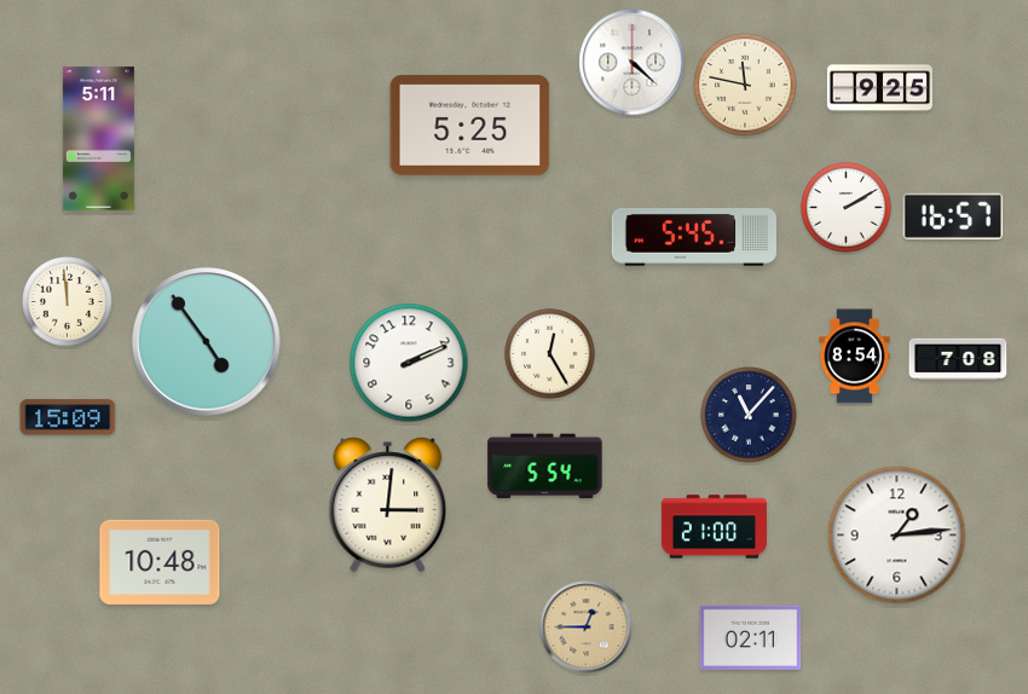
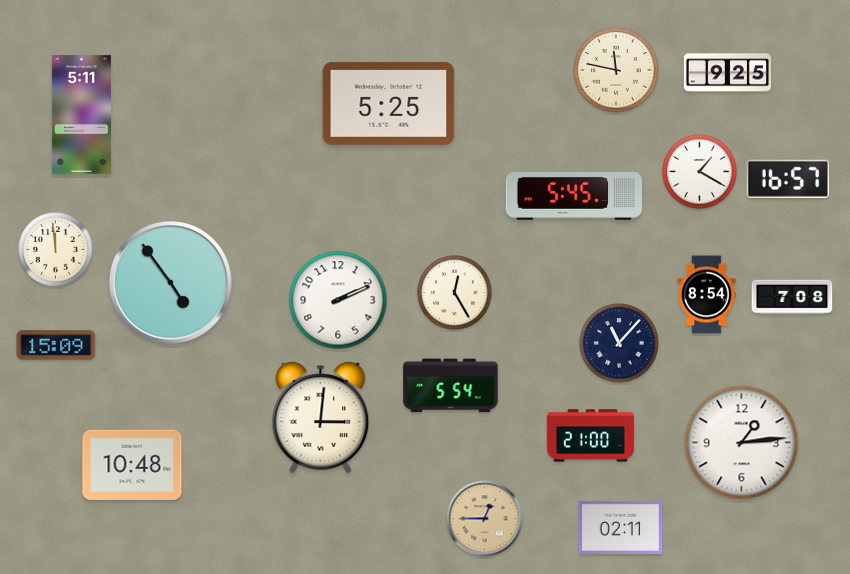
clock at (633, 63): 4:22 -> none
clock at (847, 208): 2:10 -> 1:20
